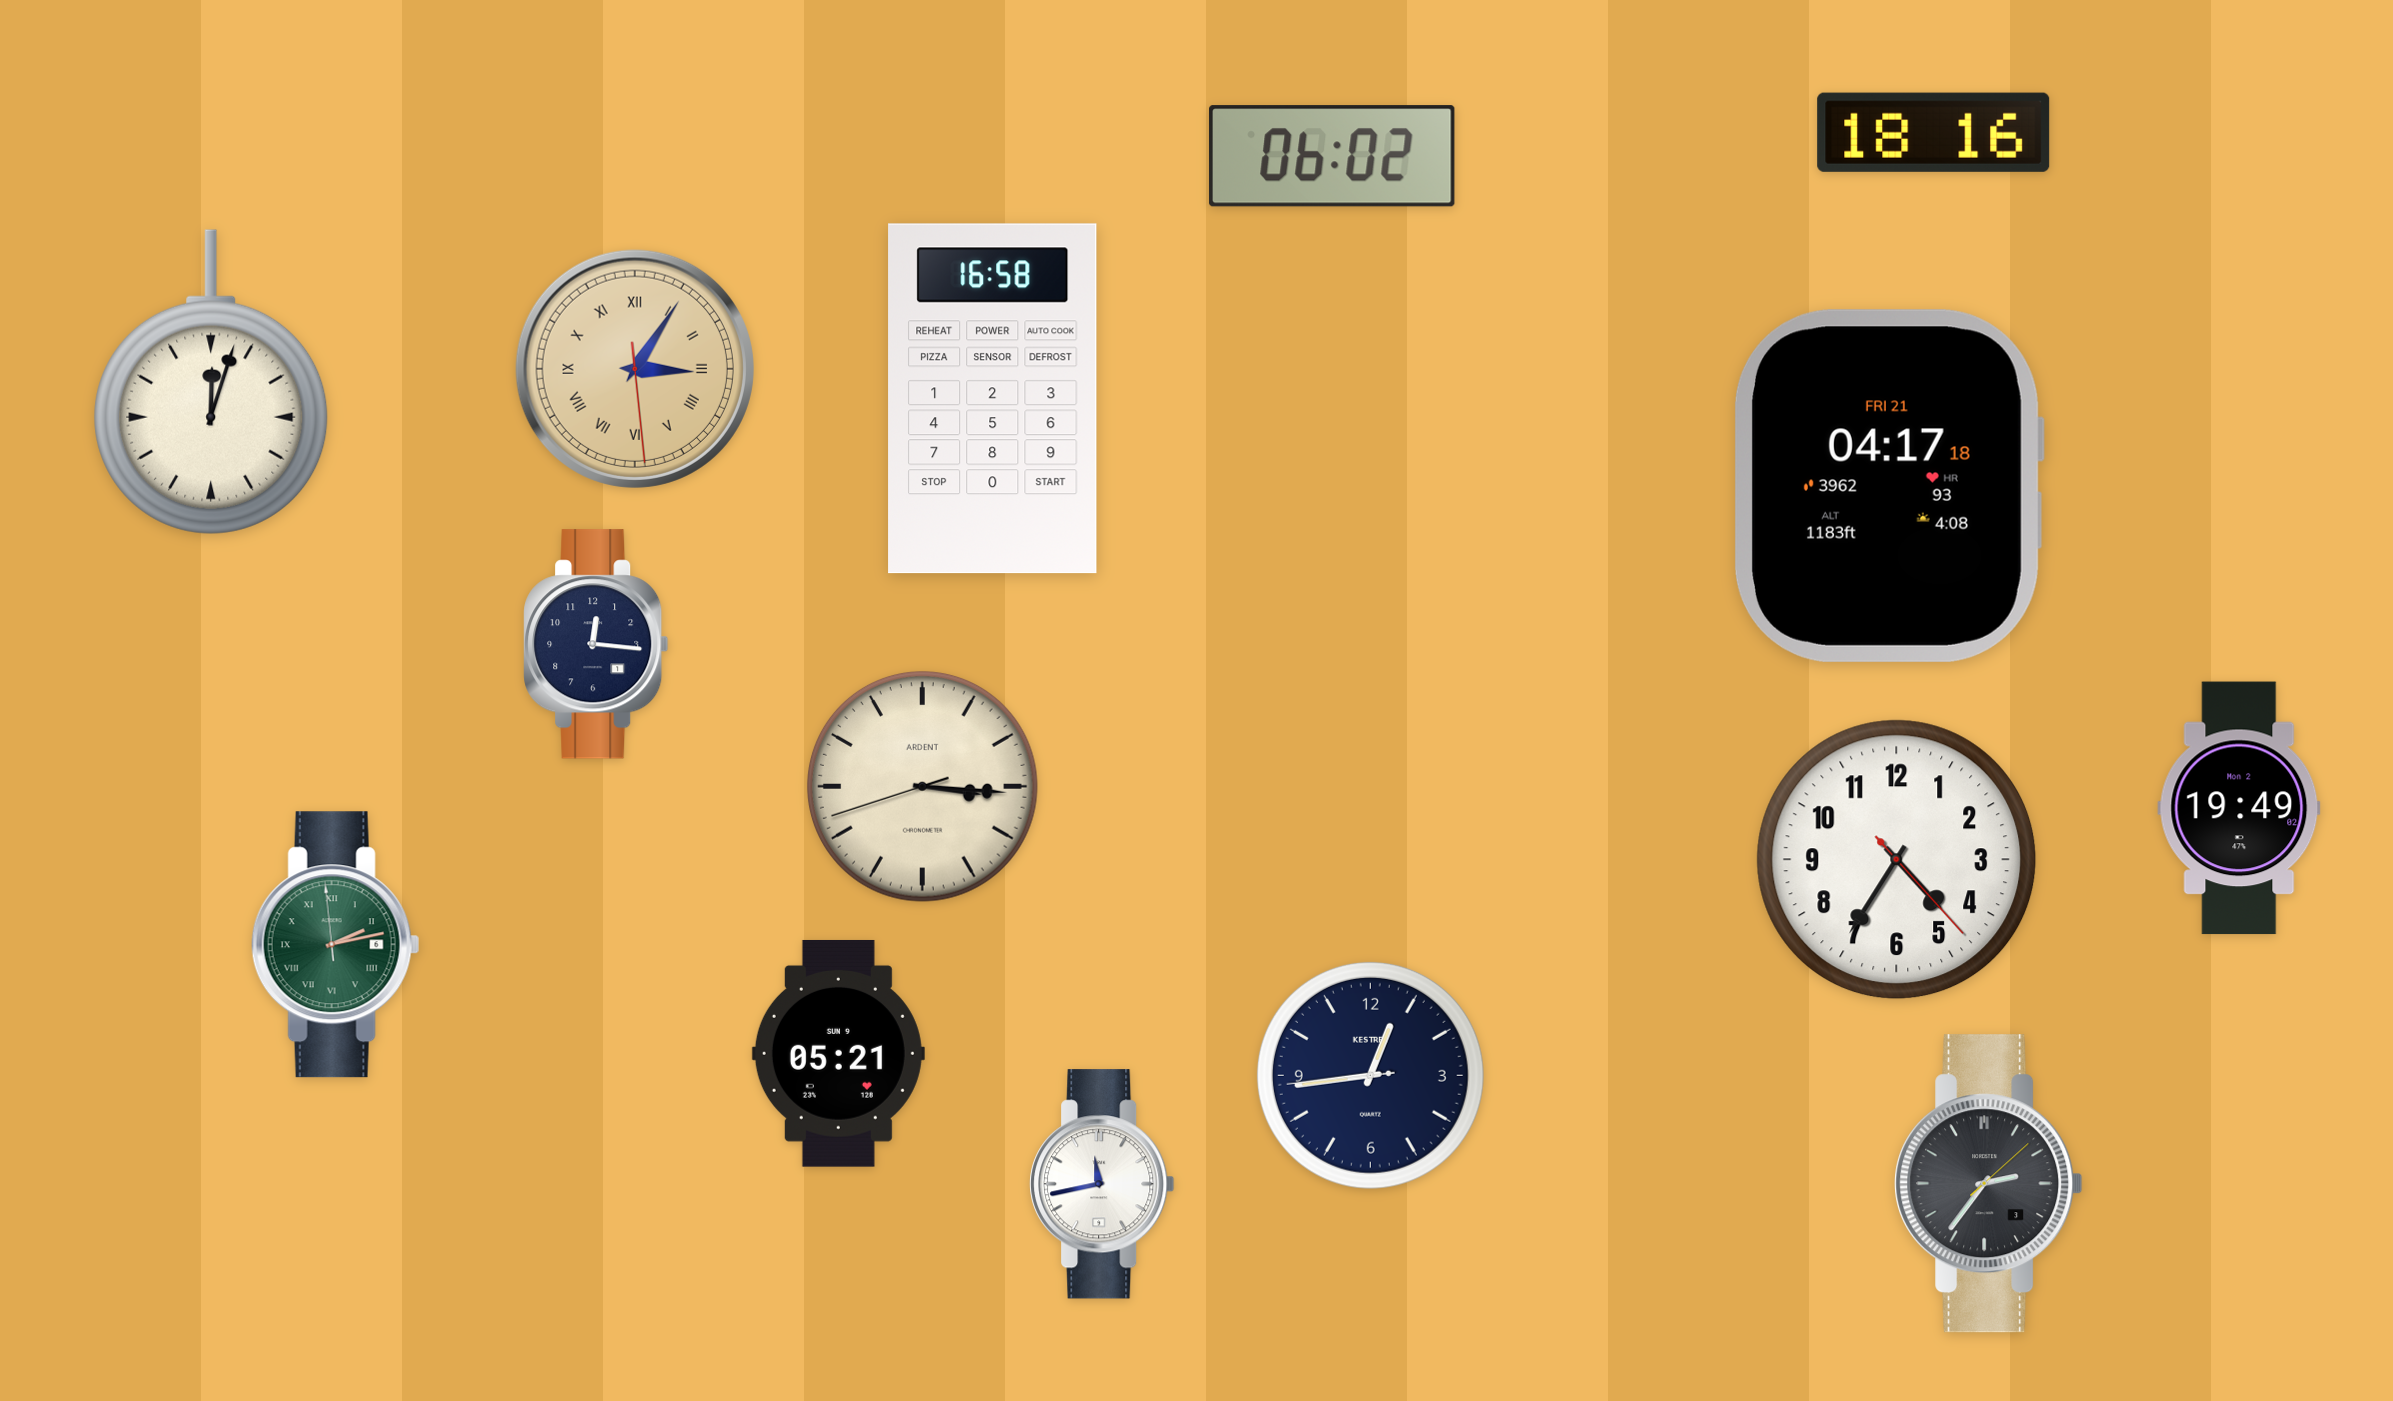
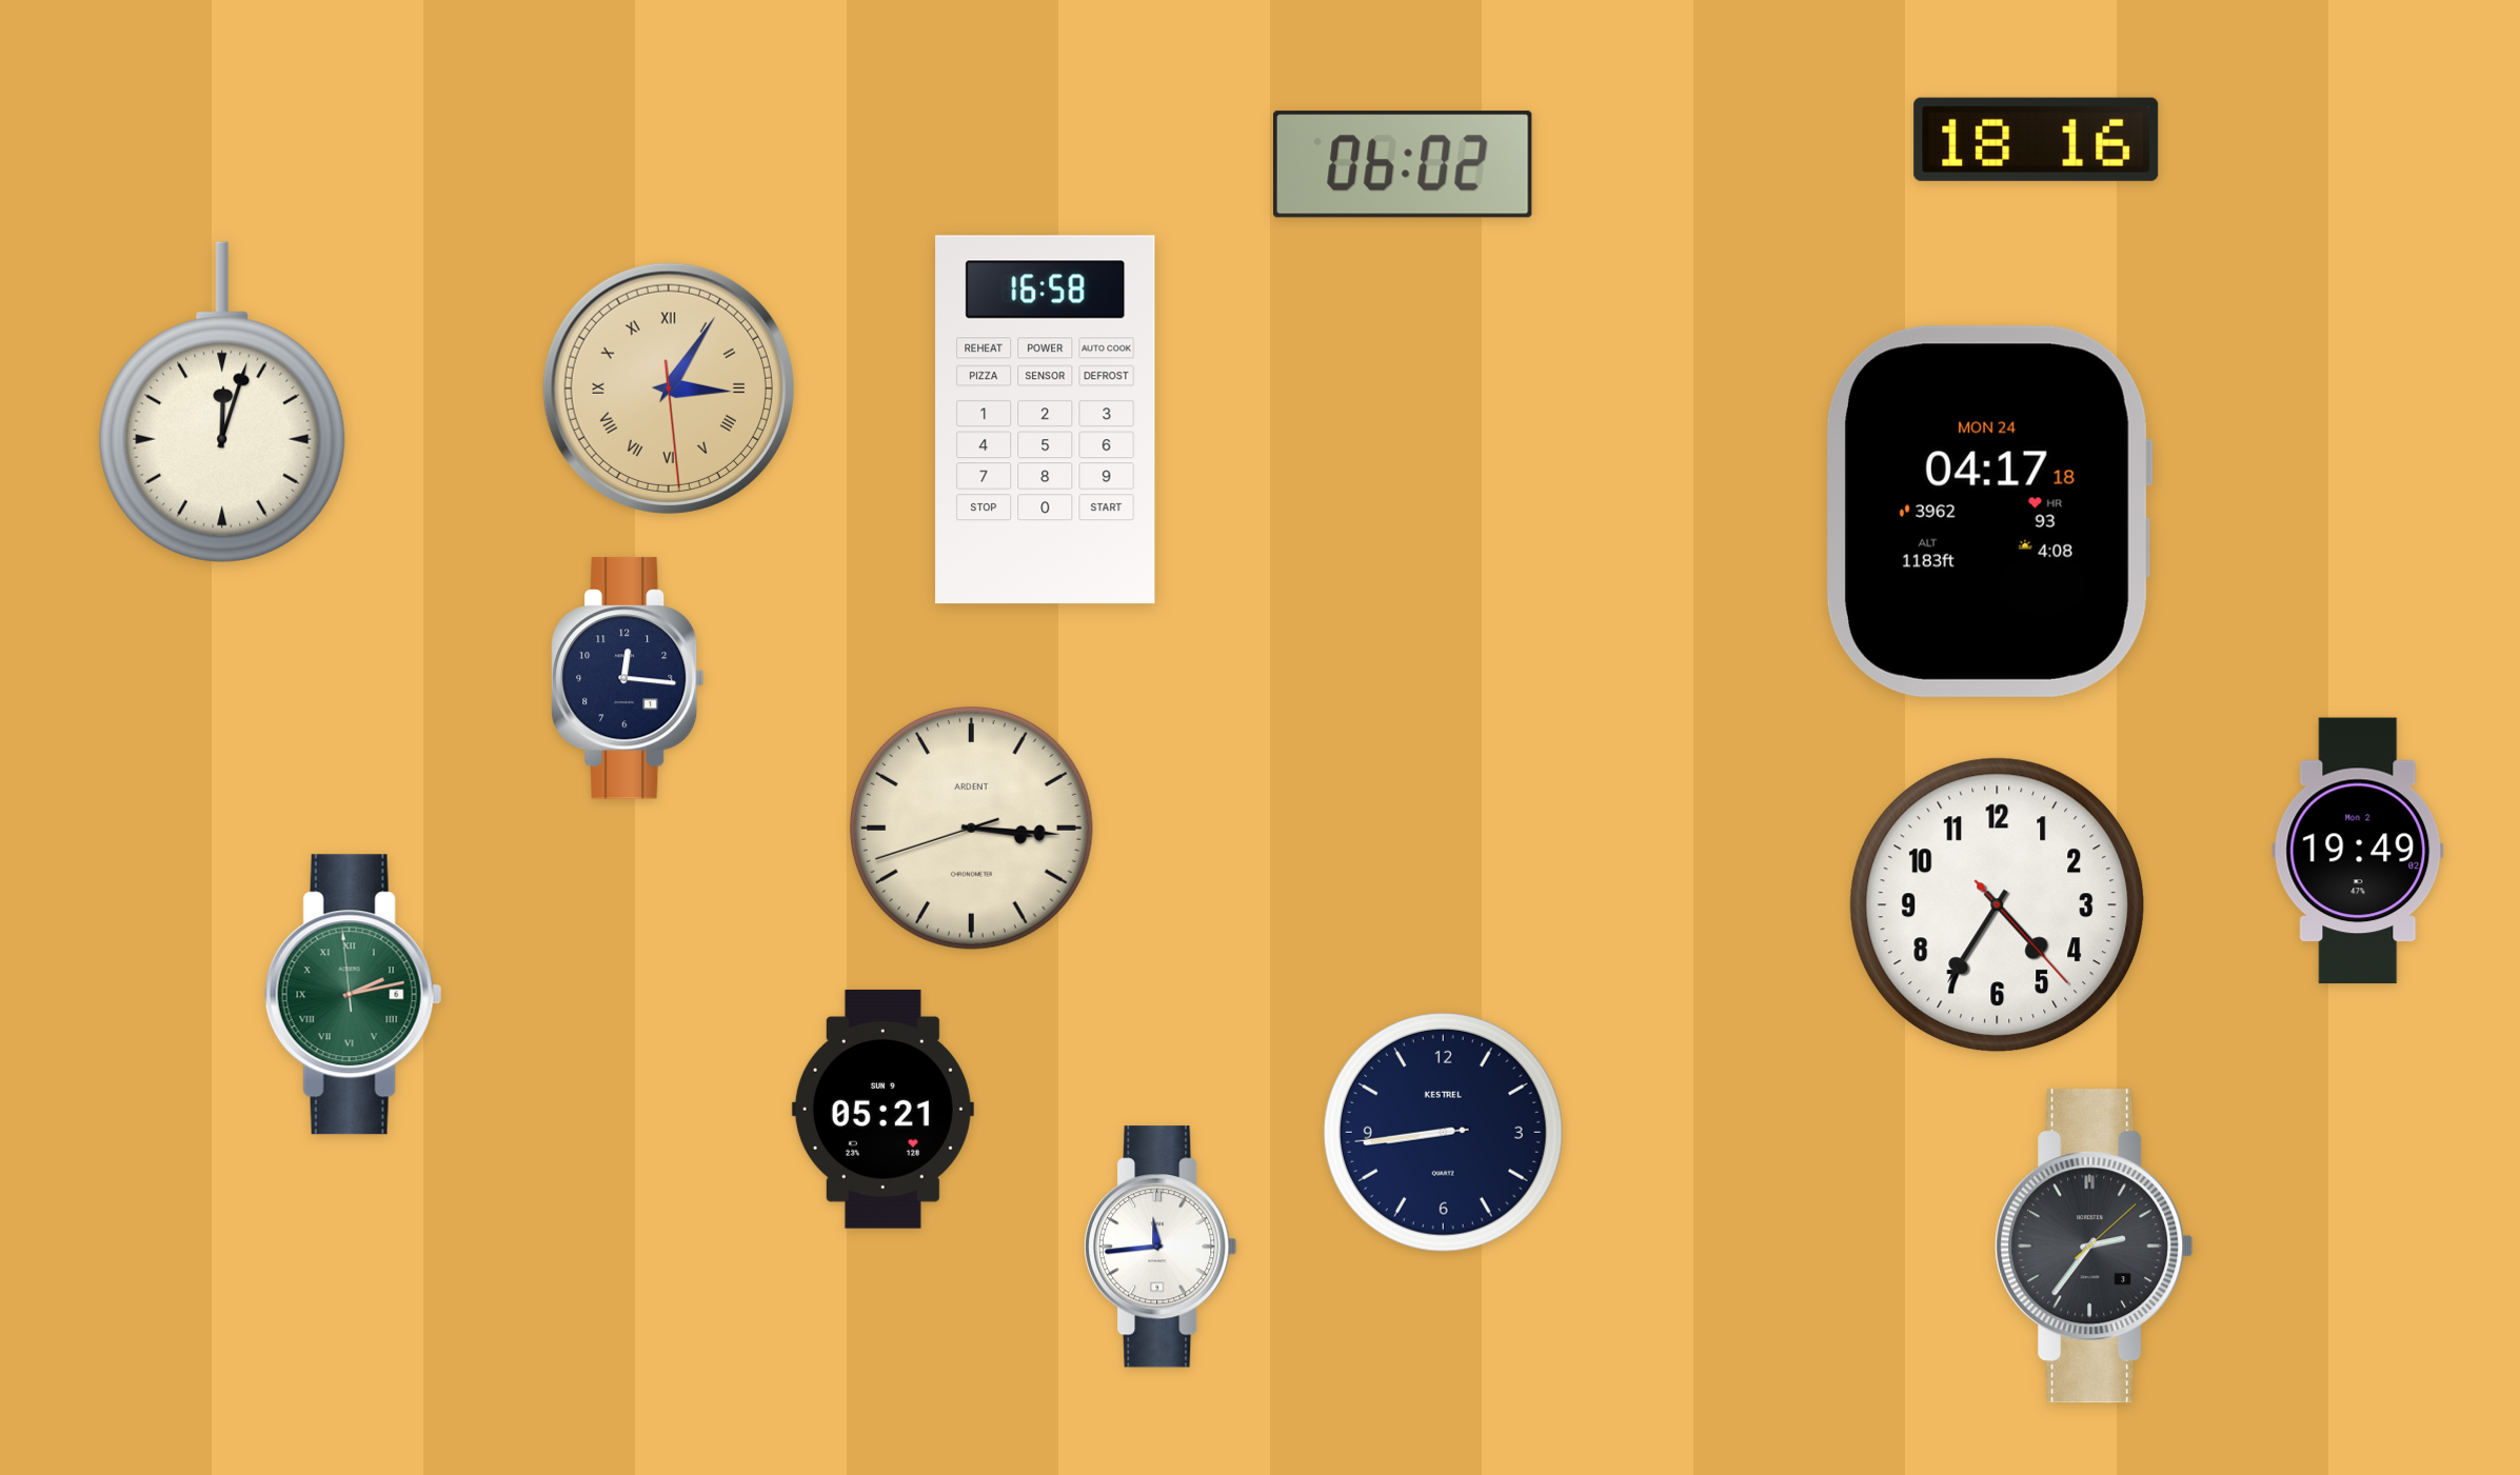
clock at (1889, 486) date: FRI 21 -> MON 24
clock at (1370, 1075): 12:43 -> 8:43
clock at (1102, 1184): 11:43 -> 11:44
